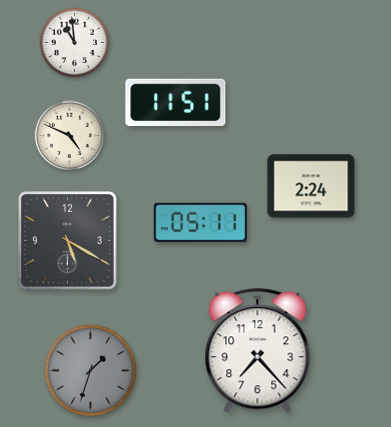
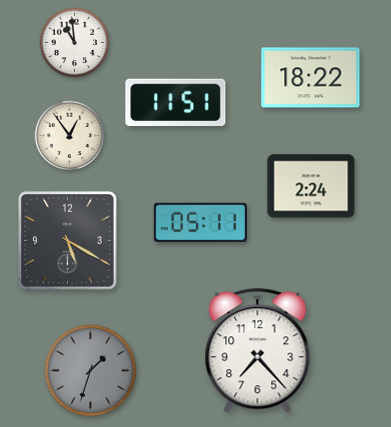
clock at (311, 78): none -> 18:22
clock at (70, 136): 4:49 -> 12:54
